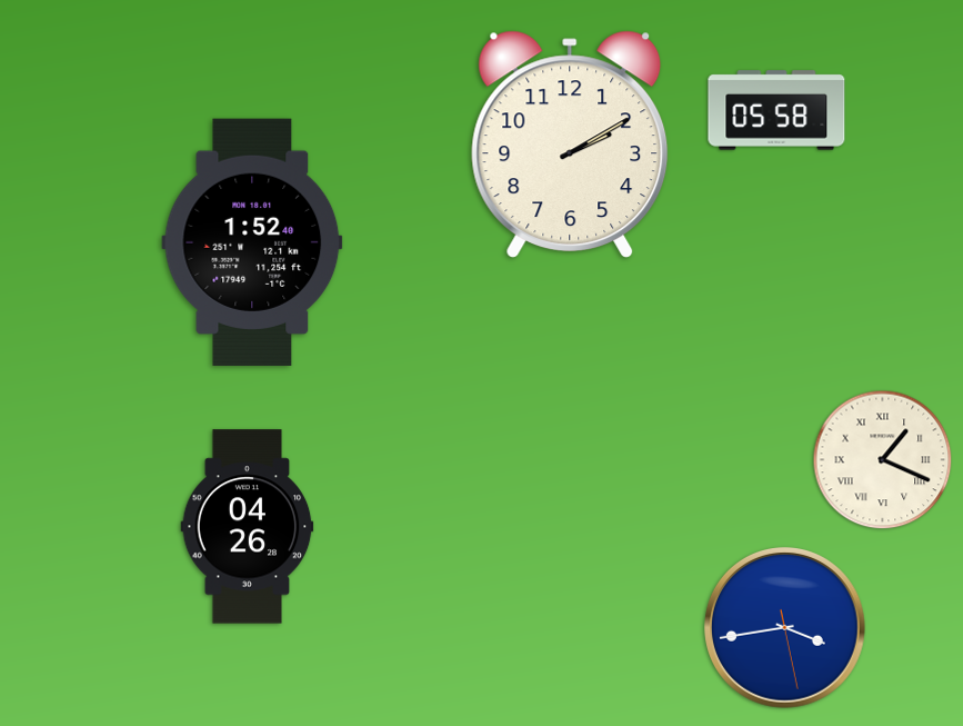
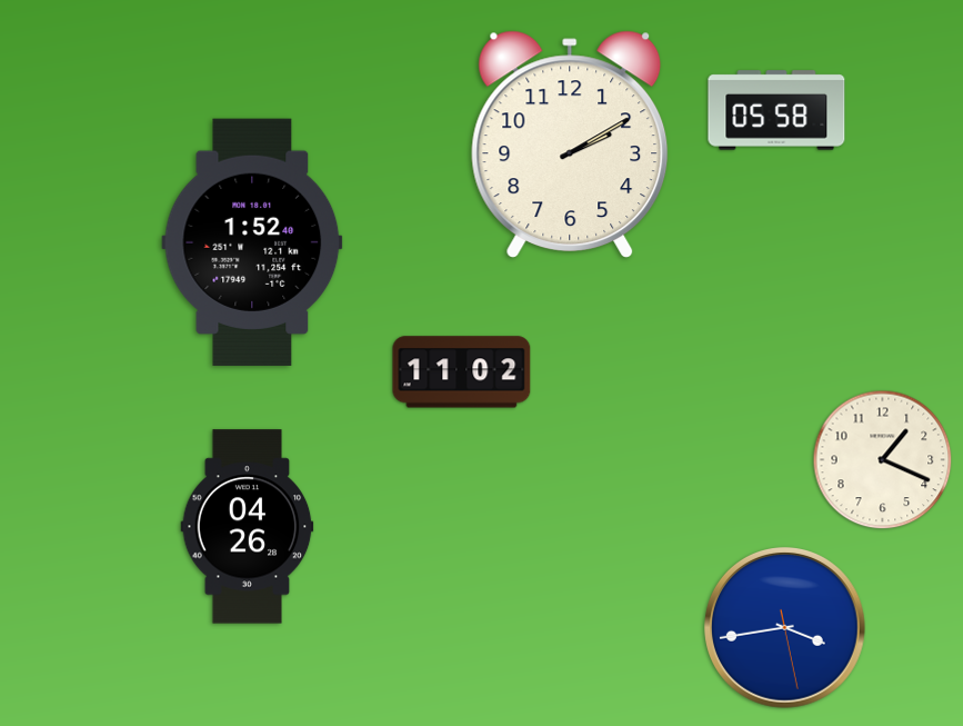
clock at (462, 372): none -> 11:02
clock at (883, 460) numerals: Roman -> Arabic
